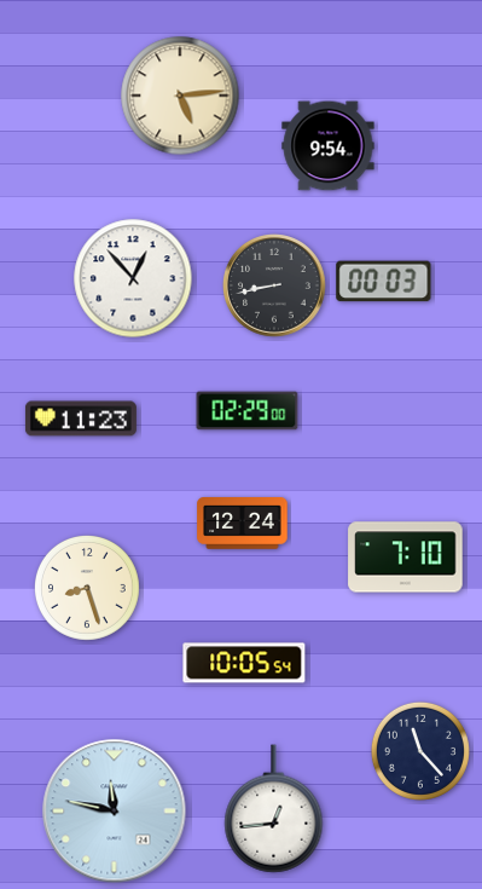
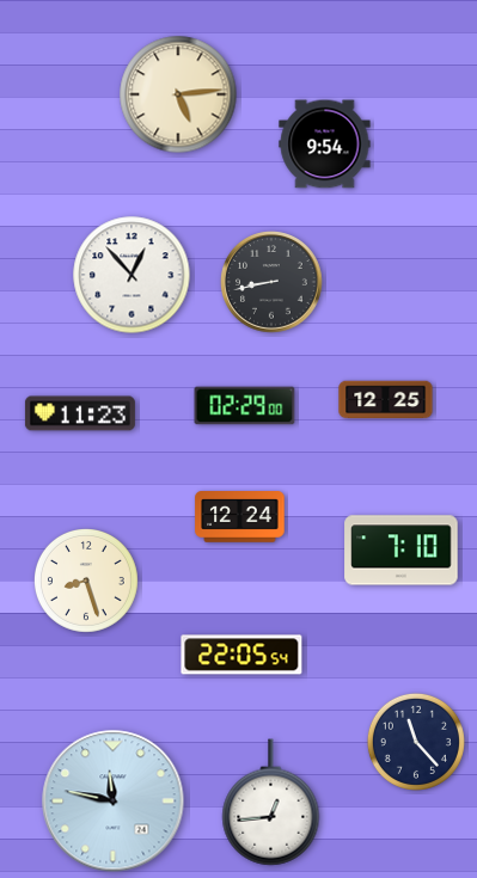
clock at (384, 282): 00:03 -> none
clock at (386, 400): none -> 12:25
clock at (244, 663): 10:05 -> 22:05
clock at (274, 809) position: (274, 809) -> (271, 803)
